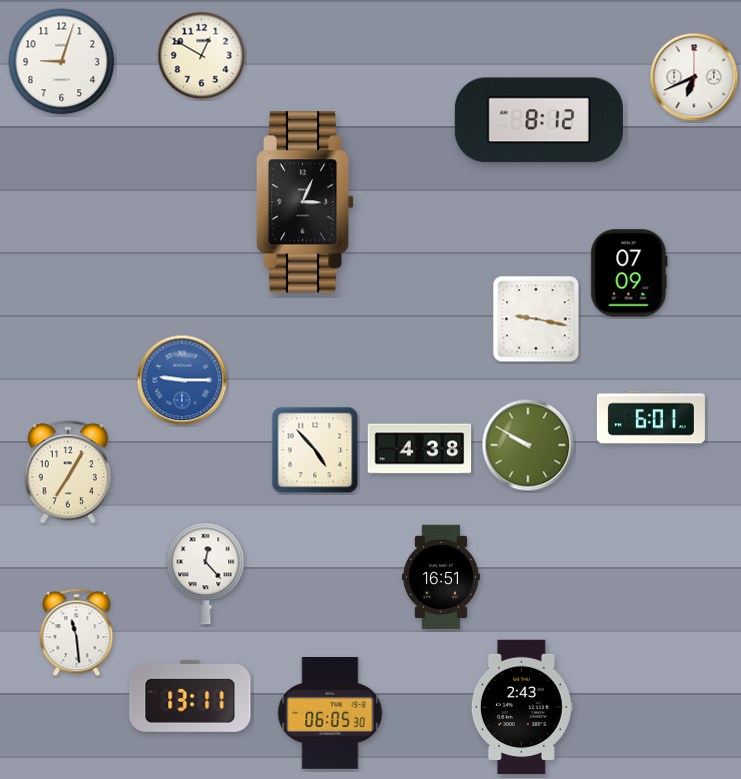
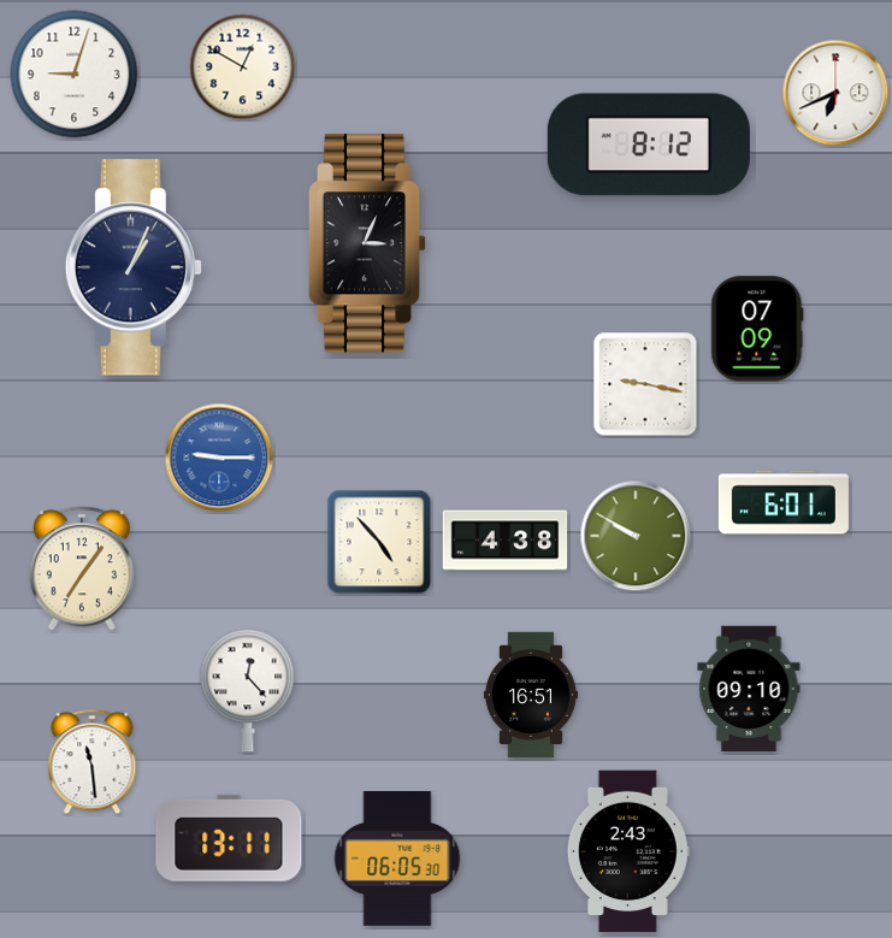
clock at (132, 267): none -> 1:04
clock at (67, 472): 7:05 -> 7:06
clock at (749, 689): none -> 09:10
